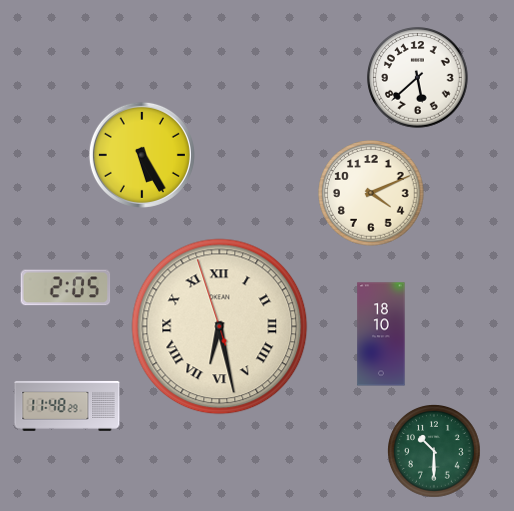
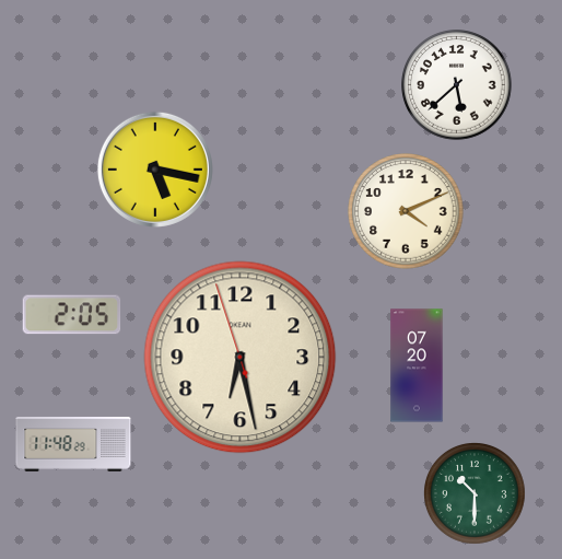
clock at (142, 155): 5:25 -> 5:17
clock at (220, 327) numerals: Roman -> Arabic
clock at (381, 334): 18:10 -> 07:20
